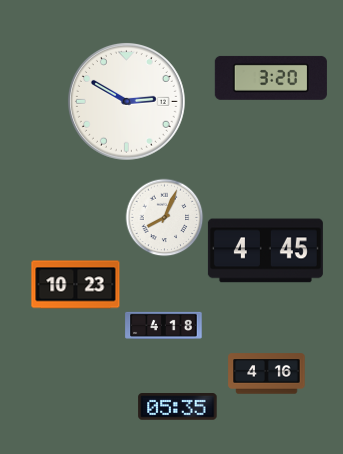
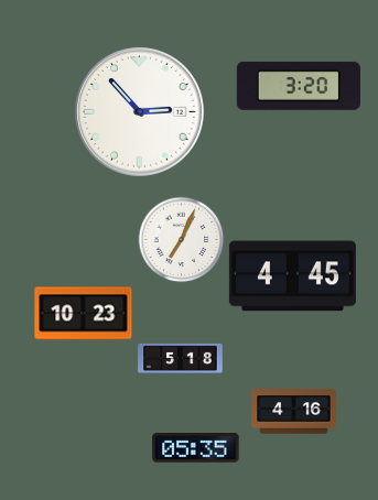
clock at (126, 101): 2:50 -> 2:53
clock at (164, 217): 8:04 -> 7:04
clock at (164, 325): 4:18 -> 5:18
